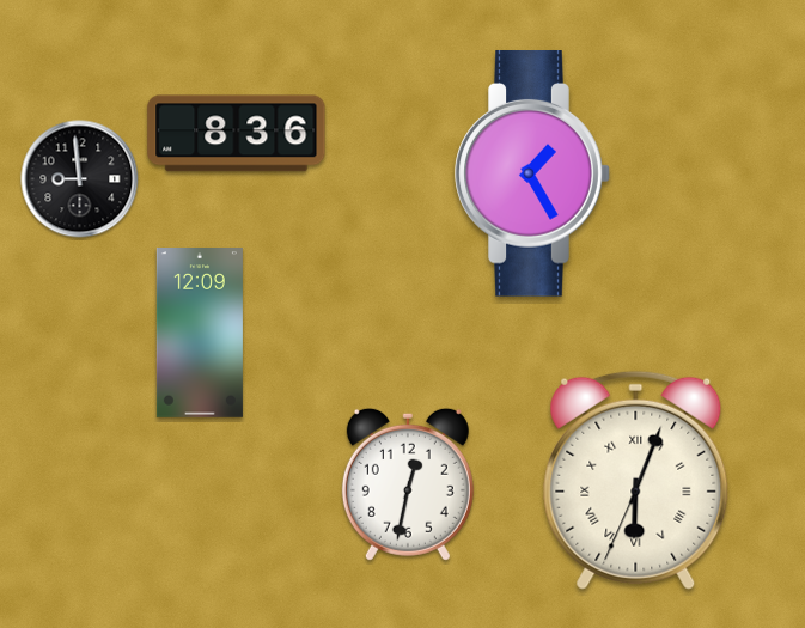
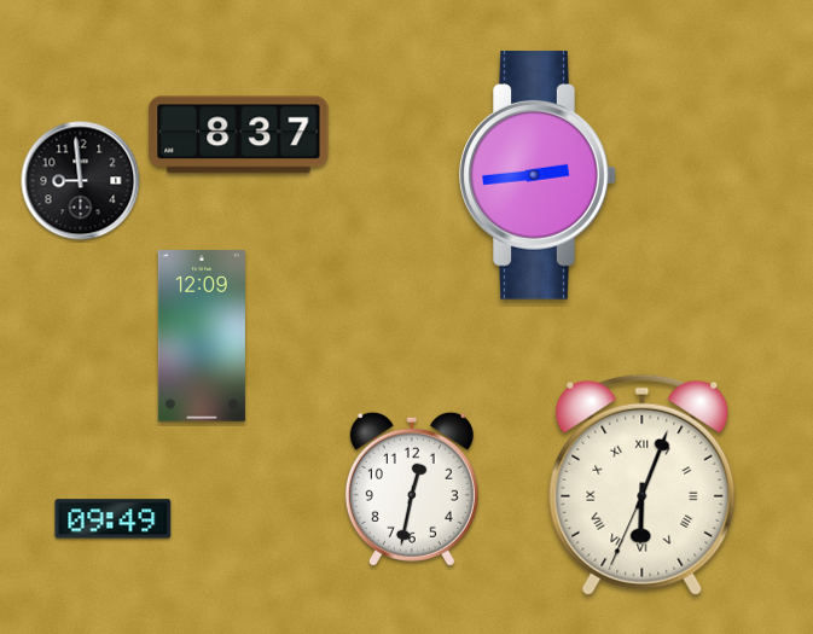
clock at (237, 134): 8:36 -> 8:37
clock at (532, 173): 1:25 -> 2:44
clock at (114, 519): none -> 09:49
